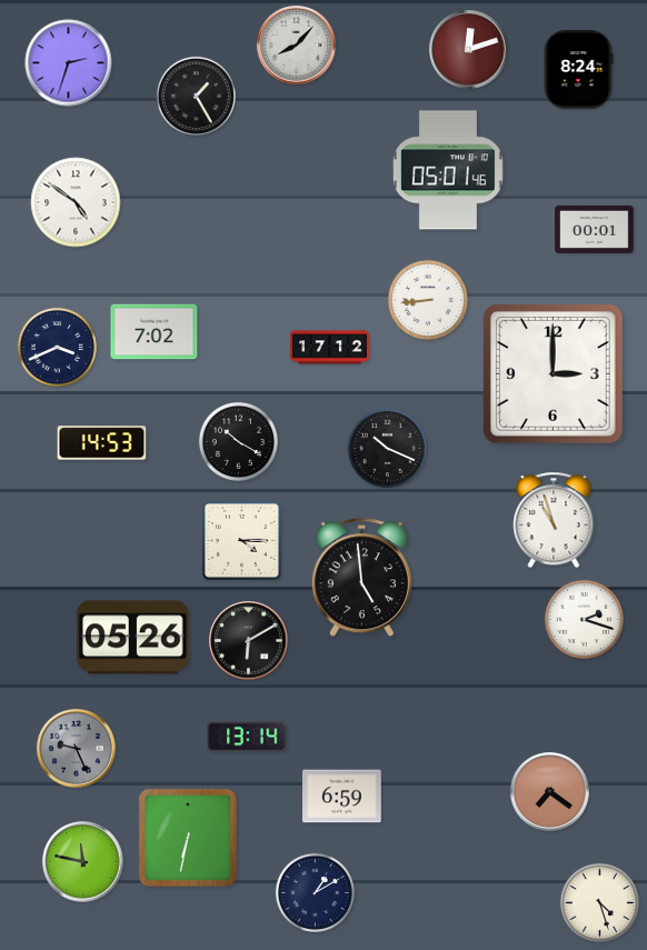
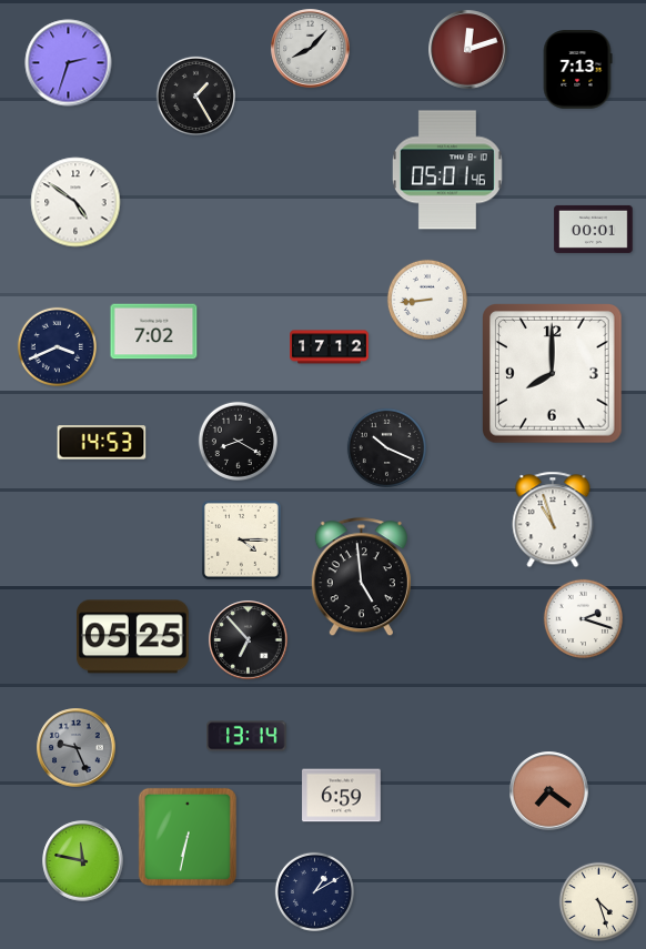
clock at (297, 46) position: (297, 46) -> (311, 49)
clock at (578, 70): 8:24 -> 7:13
clock at (554, 374): 3:00 -> 8:00
clock at (238, 441): 10:20 -> 8:20
clock at (132, 638): 05:26 -> 05:25
clock at (249, 641): 6:10 -> 6:53
